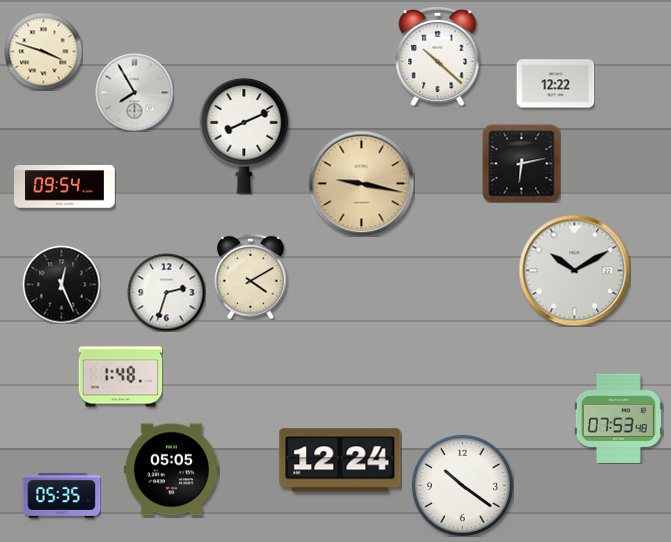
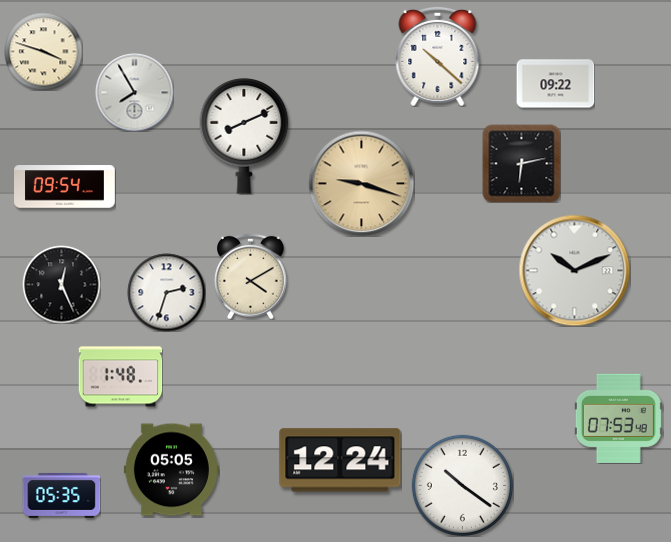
clock at (555, 84): 12:22 -> 09:22
clock at (361, 183): 9:17 -> 9:18
clock at (574, 270): 10:10 -> 10:11
